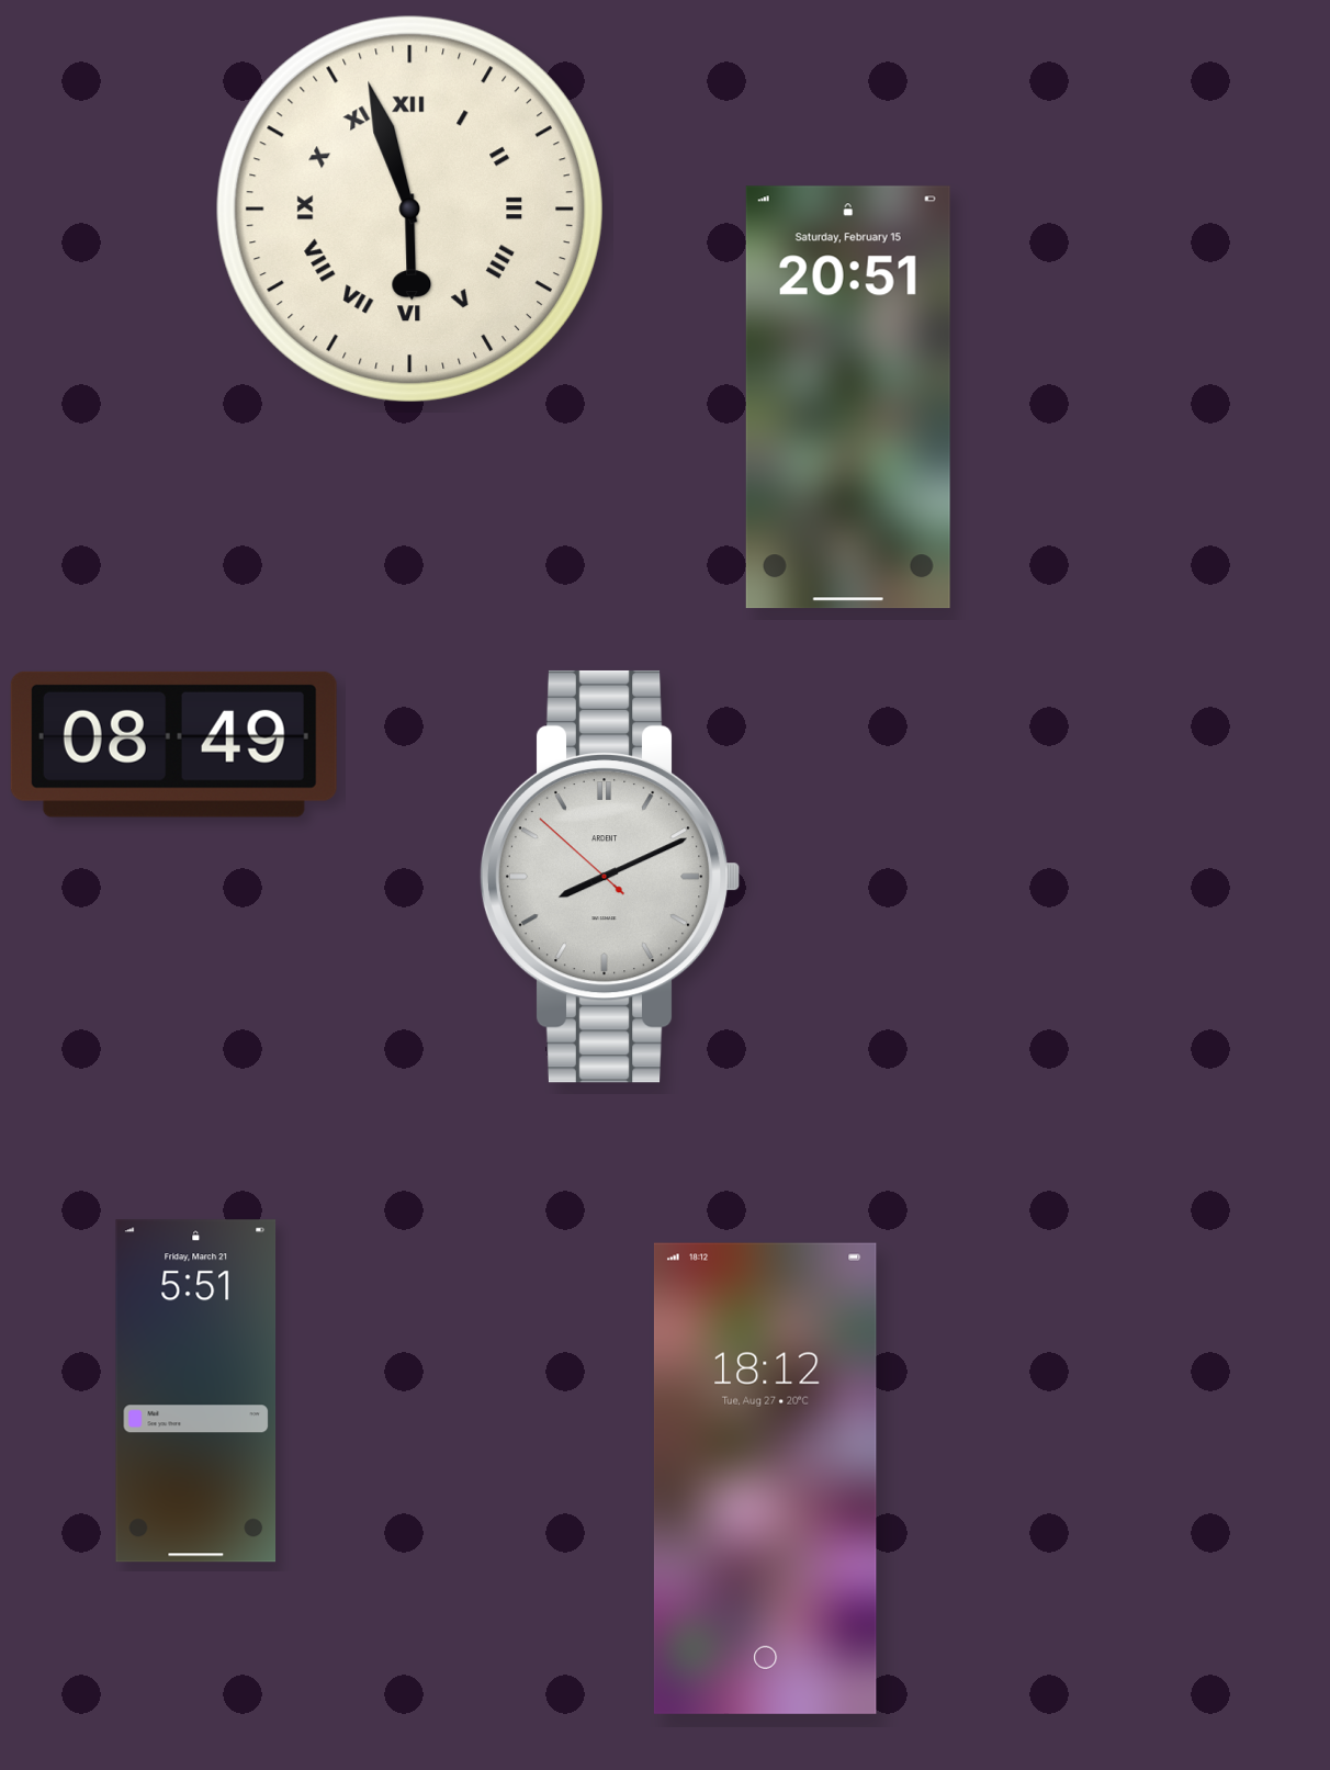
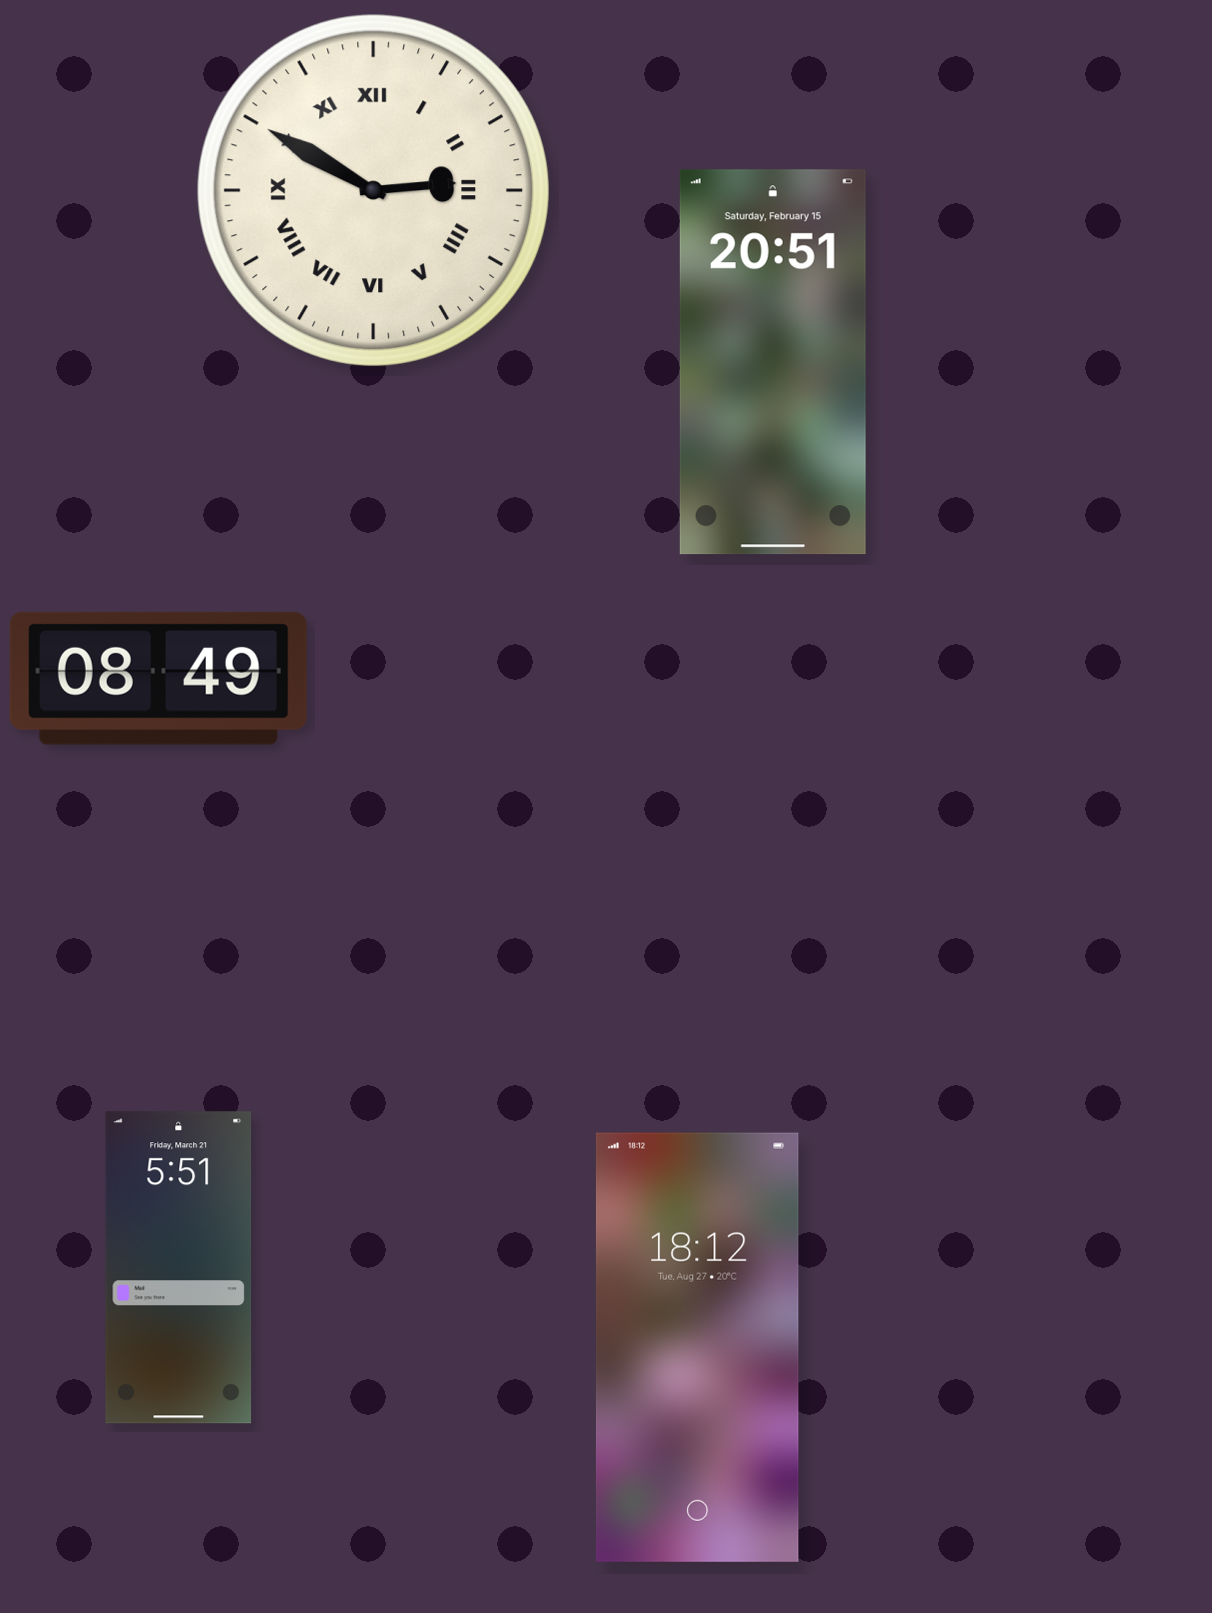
clock at (409, 208): 5:57 -> 2:50
clock at (610, 877): 8:10 -> none
